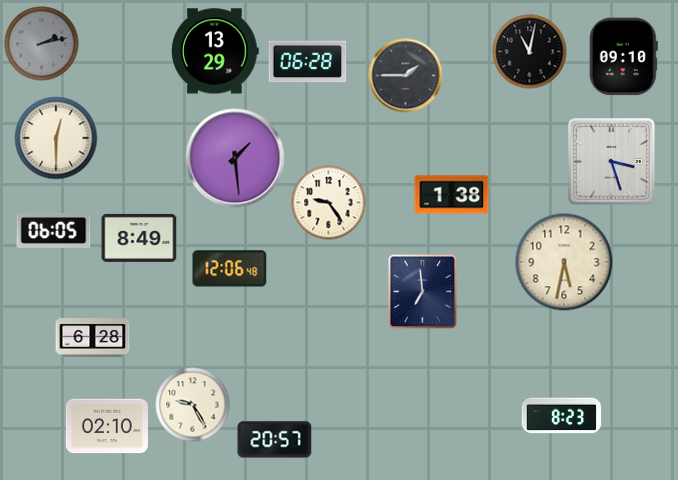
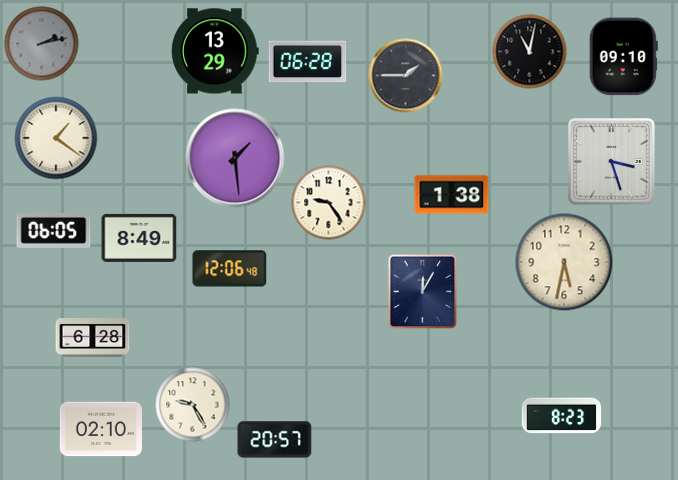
clock at (56, 138): 12:30 -> 1:21
clock at (423, 292): 6:59 -> 12:05
clock at (107, 426) position: (107, 426) -> (101, 429)
